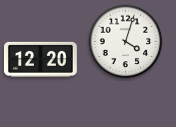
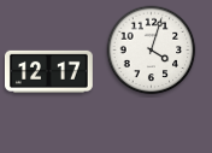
clock at (40, 59): 12:20 -> 12:17
